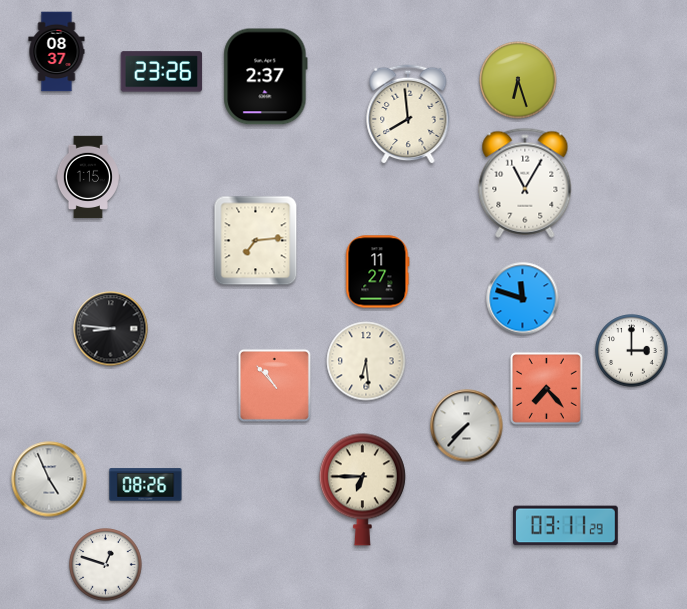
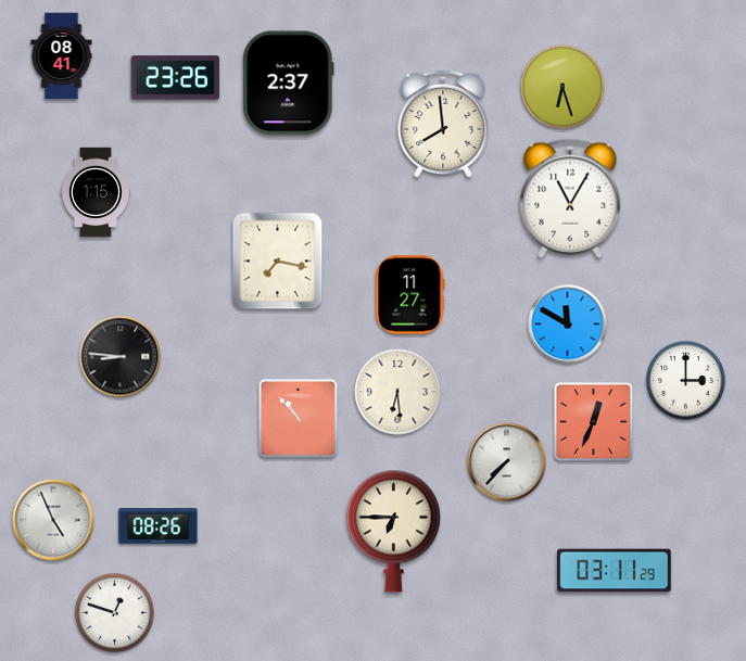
clock at (57, 52): 08:37 -> 08:41
clock at (256, 241): 7:14 -> 7:17
clock at (523, 299): 11:48 -> 11:50
clock at (546, 388): 7:23 -> 12:34
